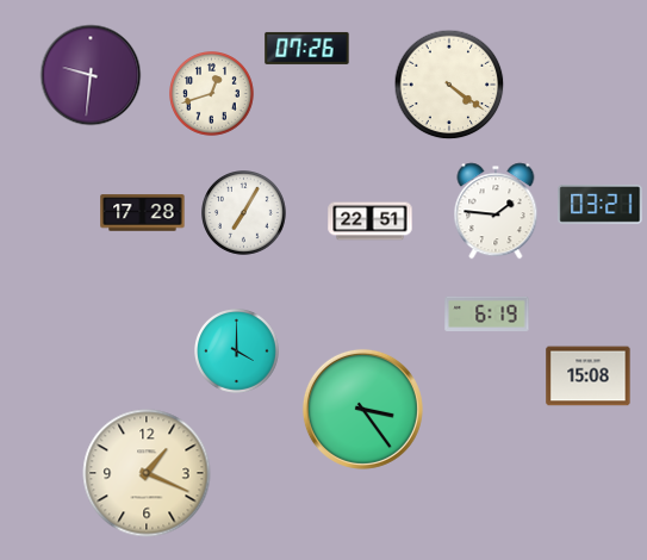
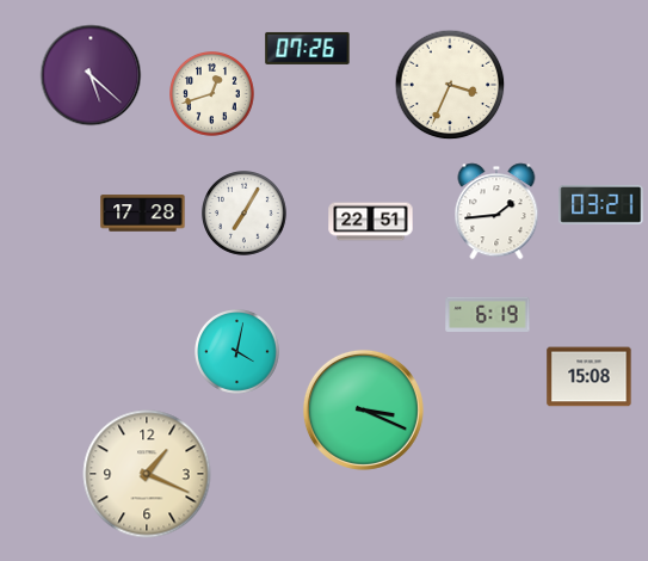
clock at (91, 75): 9:31 -> 5:22
clock at (449, 85): 4:21 -> 3:34
clock at (496, 211): 1:46 -> 1:44
clock at (237, 351): 4:00 -> 4:02
clock at (362, 409): 3:24 -> 3:19
